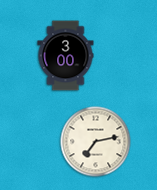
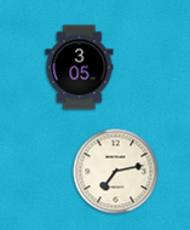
clock at (66, 56): 3:00 -> 3:05
